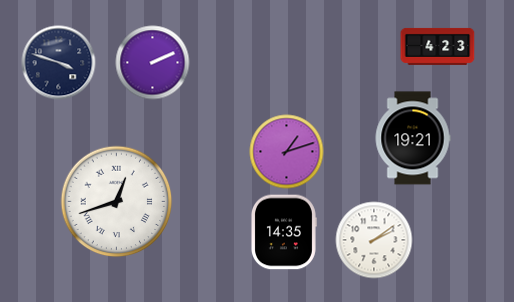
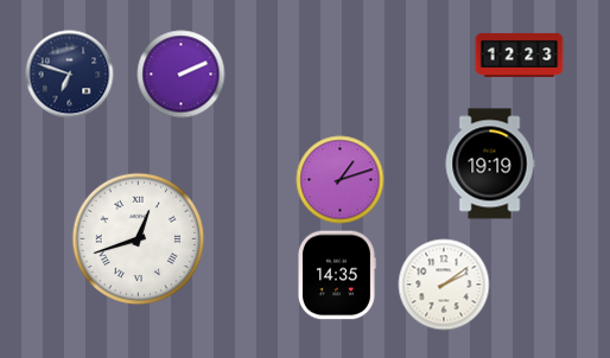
clock at (438, 46): 4:23 -> 12:23
clock at (59, 63): 3:48 -> 6:48
clock at (413, 138): 19:21 -> 19:19
